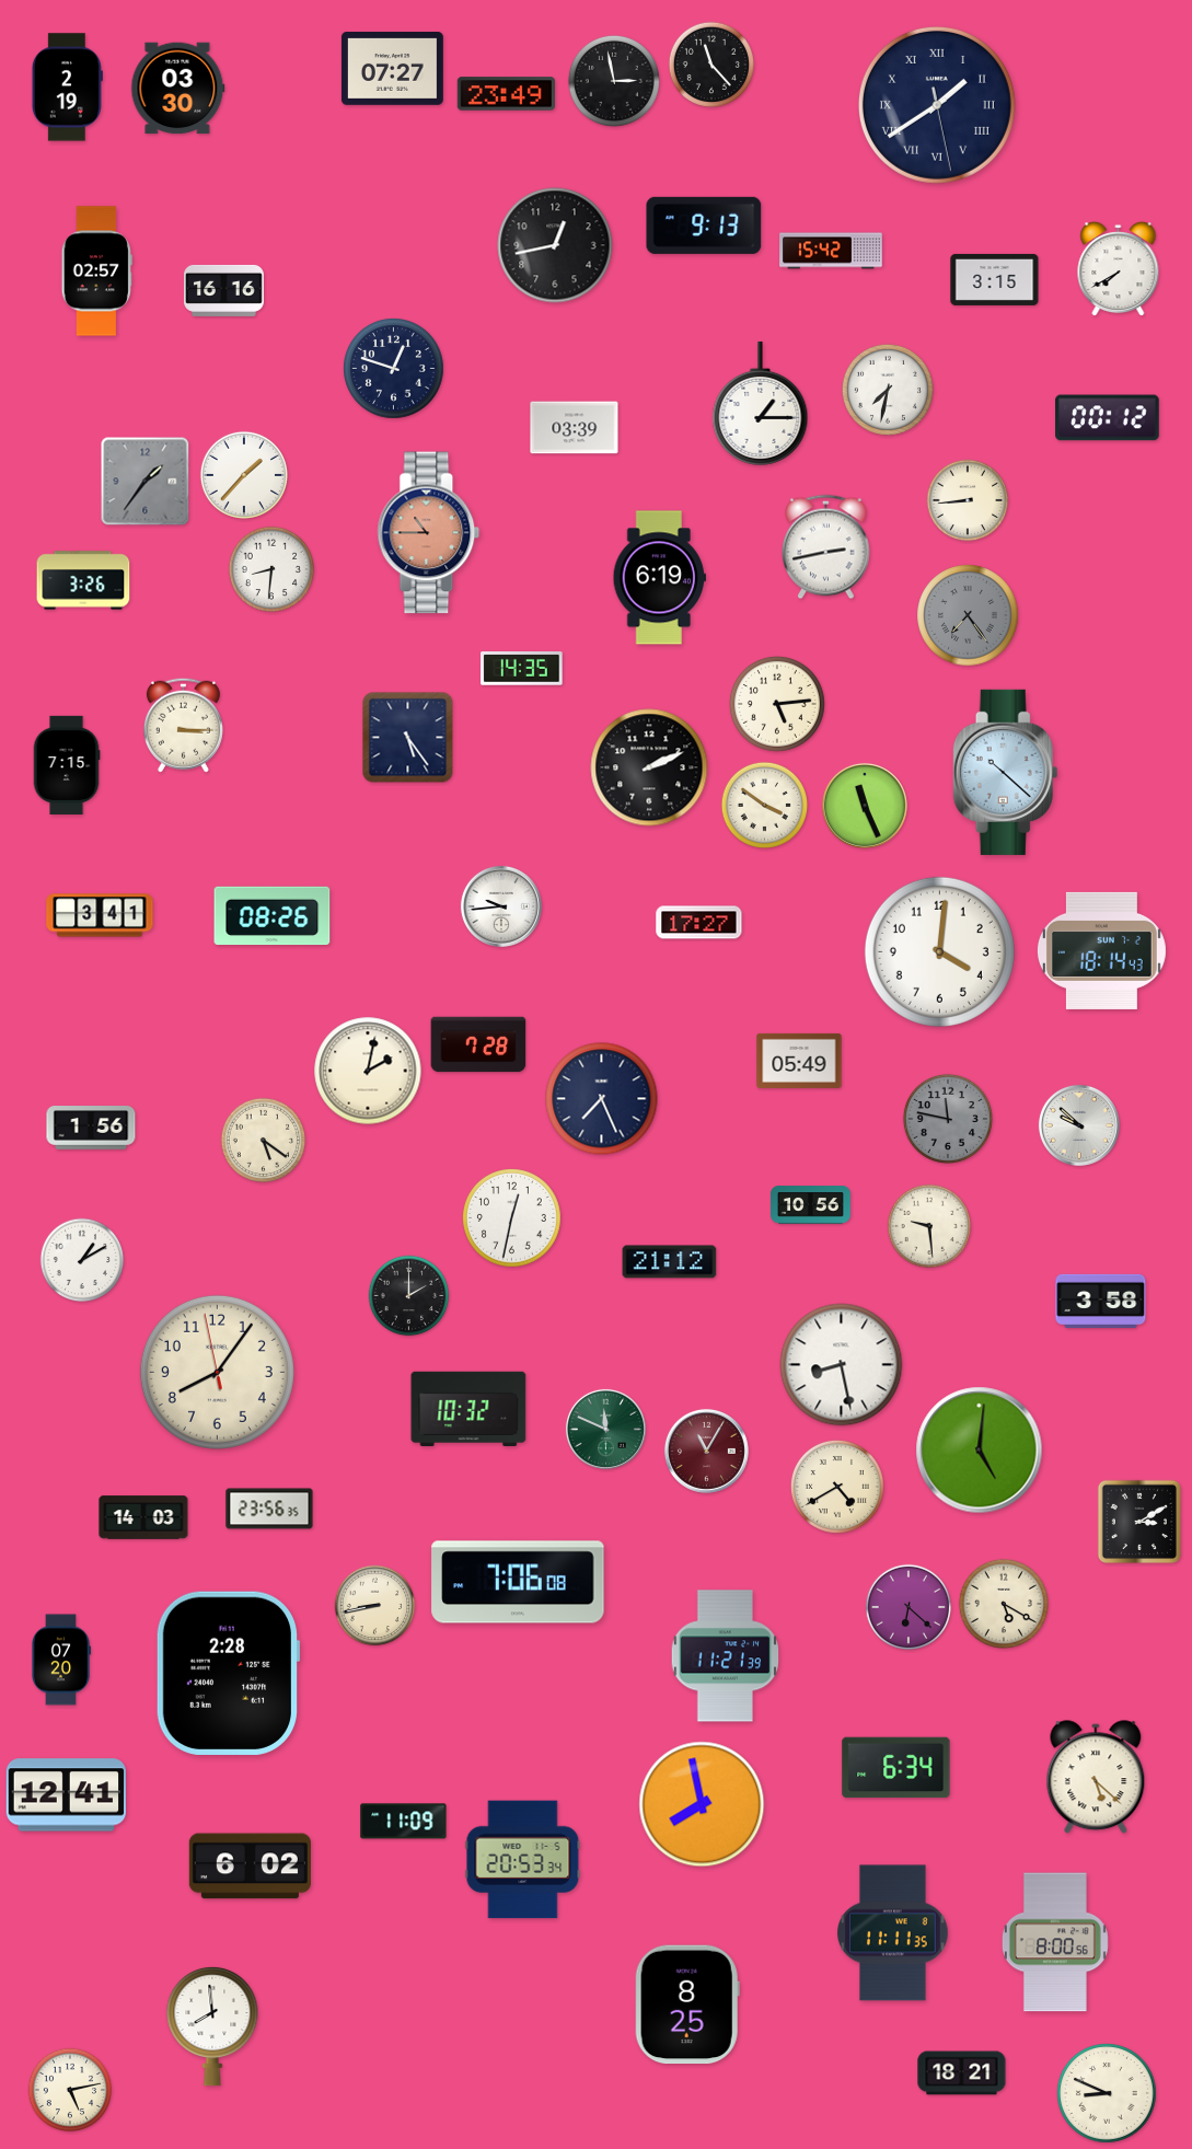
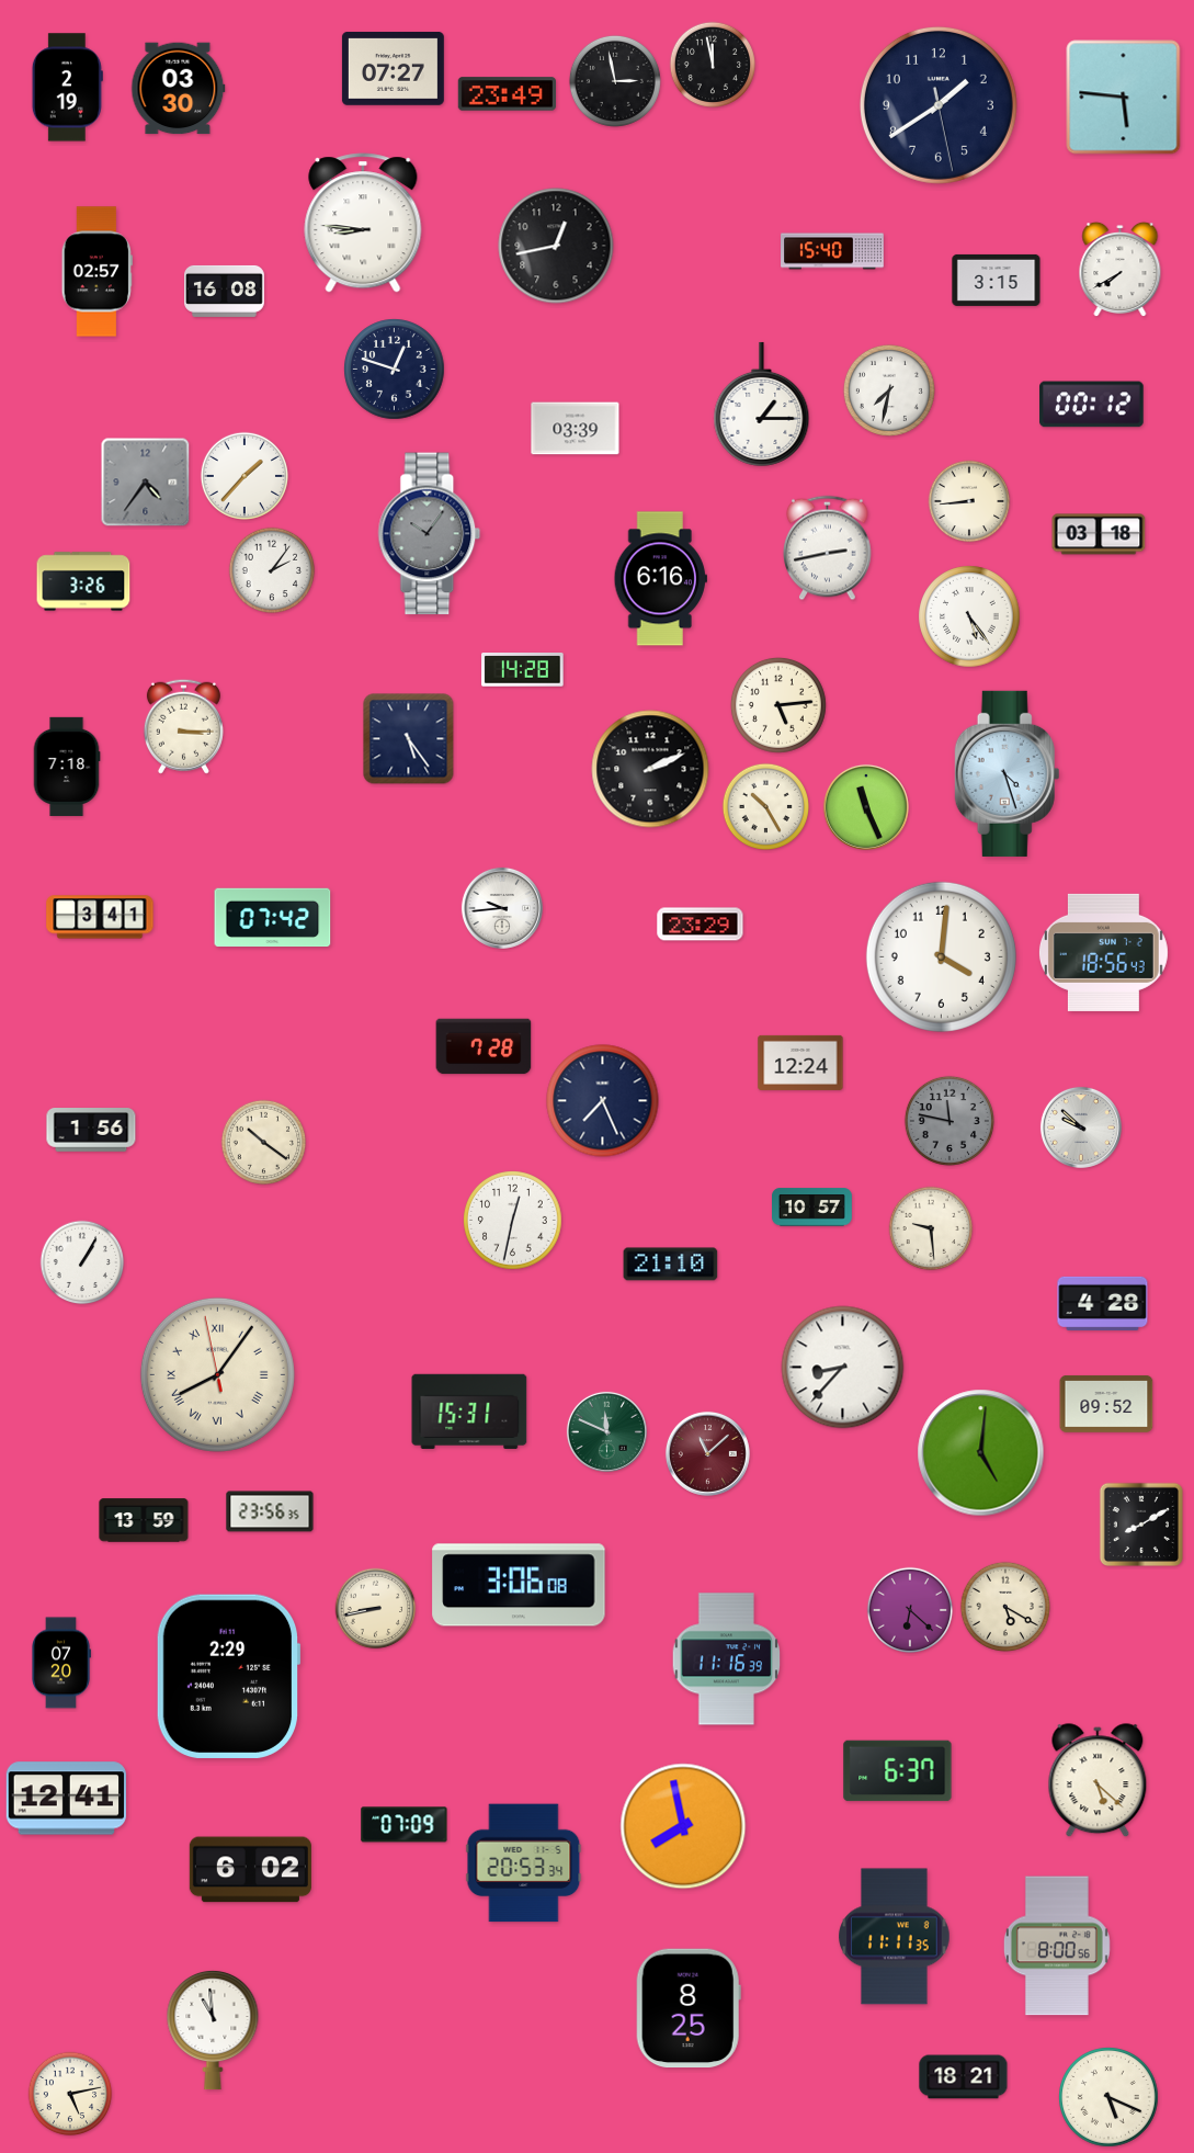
clock at (711, 65): 11:23 -> 11:58
clock at (1124, 98): none -> 5:46
clock at (937, 105) numerals: Roman -> Arabic
clock at (363, 223): none -> 8:46
clock at (704, 226): 9:13 -> none
clock at (831, 251): 15:42 -> 15:40
clock at (224, 290): 16:16 -> 16:08
clock at (1108, 418) position: (1108, 418) -> (1092, 405)
clock at (146, 482): 1:36 -> 4:36
clock at (429, 533): 10:45 -> 10:06
clock at (429, 533) dial: salmon -> grey
clock at (1099, 534): none -> 03:18
clock at (271, 569): 8:31 -> 2:06
clock at (659, 578): 6:19 -> 6:16
clock at (968, 615): 7:24 -> 5:24
clock at (968, 615) dial: grey -> white
clock at (522, 669): 14:35 -> 14:28
clock at (67, 764): 7:15 -> 7:18
clock at (1006, 772): 10:22 -> 4:27
clock at (764, 805): 3:51 -> 10:25
clock at (273, 916): 08:26 -> 07:42
clock at (699, 923): 17:27 -> 23:29
clock at (1101, 950): 18:14 -> 18:56
clock at (939, 951) position: (939, 951) -> (941, 956)
clock at (478, 1044) position: (478, 1044) -> (484, 1046)
clock at (799, 1061): 05:49 -> 12:24
clock at (368, 1071): 2:02 -> none
clock at (264, 1141): 5:21 -> 10:21
clock at (811, 1205): 10:56 -> 10:57
clock at (82, 1260): 1:10 -> 1:05
clock at (670, 1262): 21:12 -> 21:10
clock at (409, 1296): 2:00 -> none
clock at (1101, 1301): 3:58 -> 4:28
clock at (842, 1365): 8:28 -> 8:37
clock at (217, 1372) numerals: Arabic -> Roman
clock at (1106, 1404): none -> 09:52
clock at (468, 1409): 10:32 -> 15:31
clock at (706, 1451): 11:05 -> 11:08
clock at (837, 1487): 4:40 -> none
clock at (143, 1517): 14:03 -> 13:59
clock at (1138, 1521): 3:10 -> 8:10
clock at (518, 1582): 7:06 -> 3:06
clock at (726, 1656): 11:21 -> 11:16
clock at (228, 1673): 2:28 -> 2:29
clock at (896, 1768): 6:34 -> 6:37
clock at (702, 1804) position: (702, 1804) -> (683, 1826)
clock at (404, 1822): 11:09 -> 07:09
clock at (212, 2026): 7:59 -> 10:59
clock at (1107, 2093): 8:49 -> 5:19
